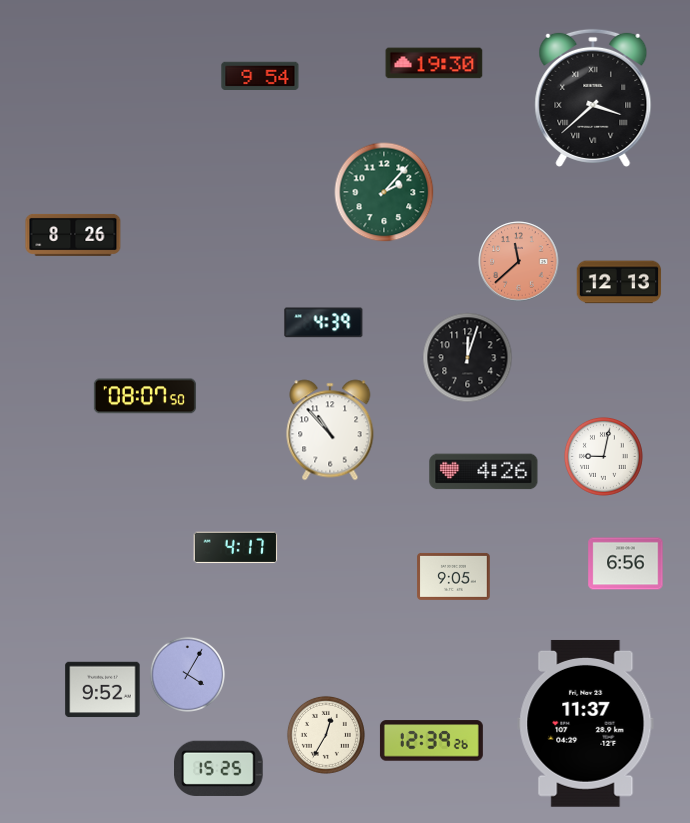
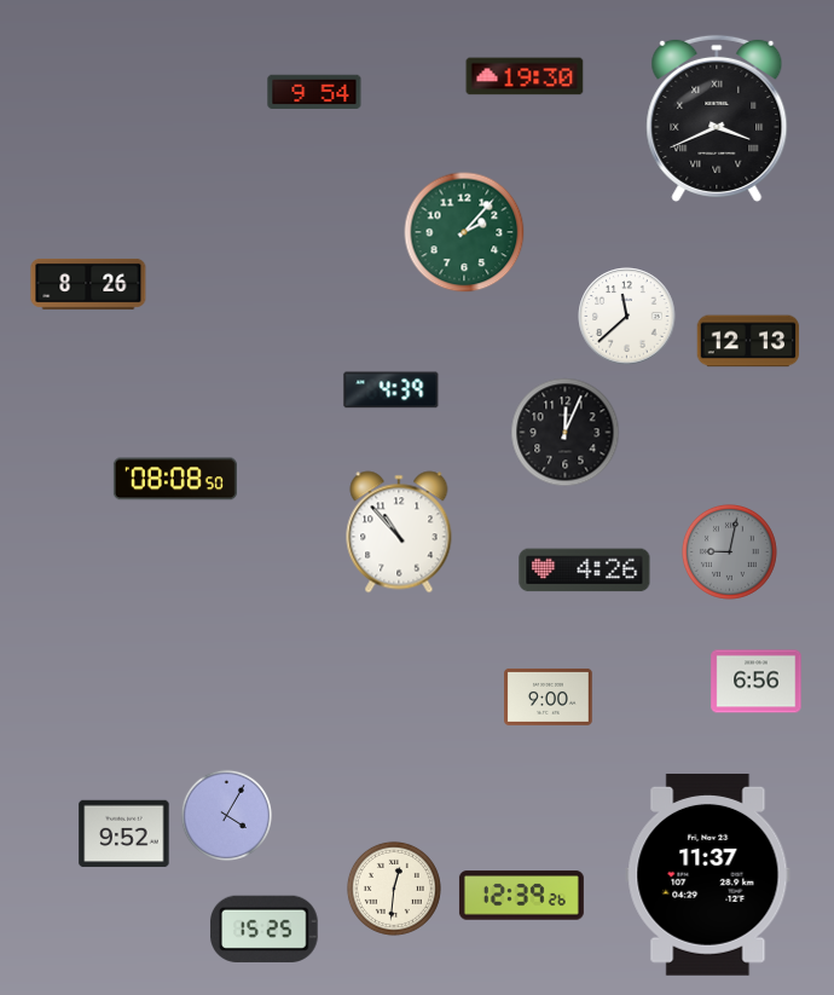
clock at (593, 98): 3:38 -> 3:41
clock at (519, 262) dial: salmon -> white
clock at (468, 358): 12:03 -> 12:04
clock at (145, 396): 08:07 -> 08:08
clock at (330, 430) position: (330, 430) -> (399, 532)
clock at (603, 456) dial: white -> grey
clock at (236, 548): 4:17 -> none
clock at (454, 576): 9:05 -> 9:00
clock at (326, 735): 12:35 -> 12:31
